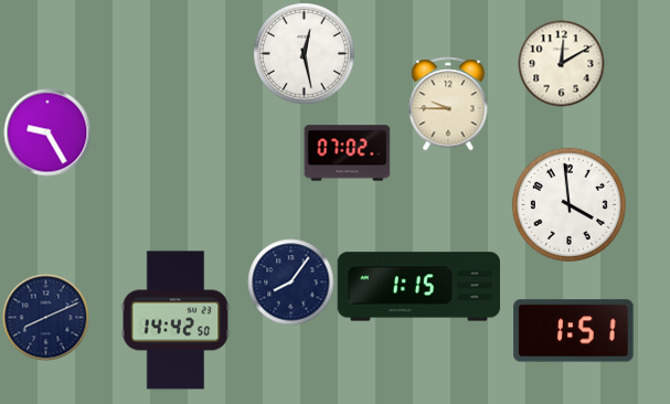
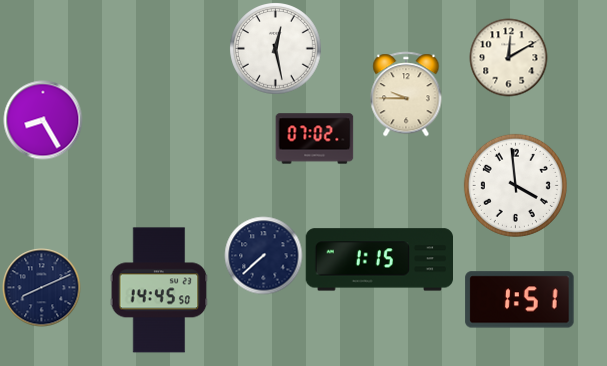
clock at (47, 132): 9:25 -> 8:25
clock at (290, 281): 8:06 -> 7:38
clock at (176, 320): 14:42 -> 14:45
